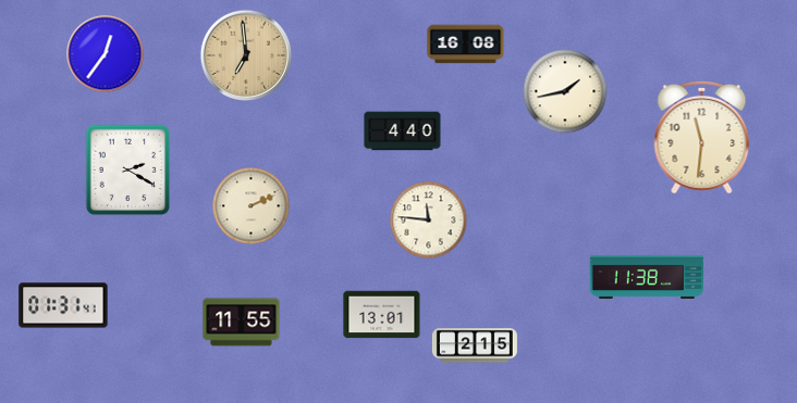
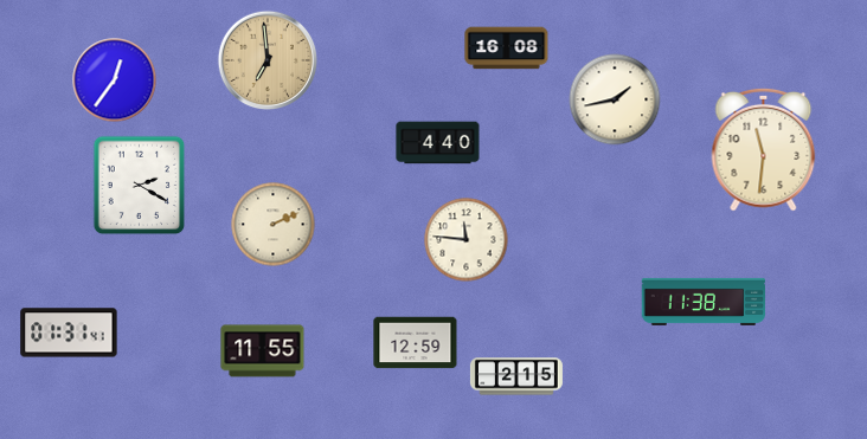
clock at (106, 54) position: (106, 54) -> (115, 80)
clock at (382, 315): 13:01 -> 12:59
